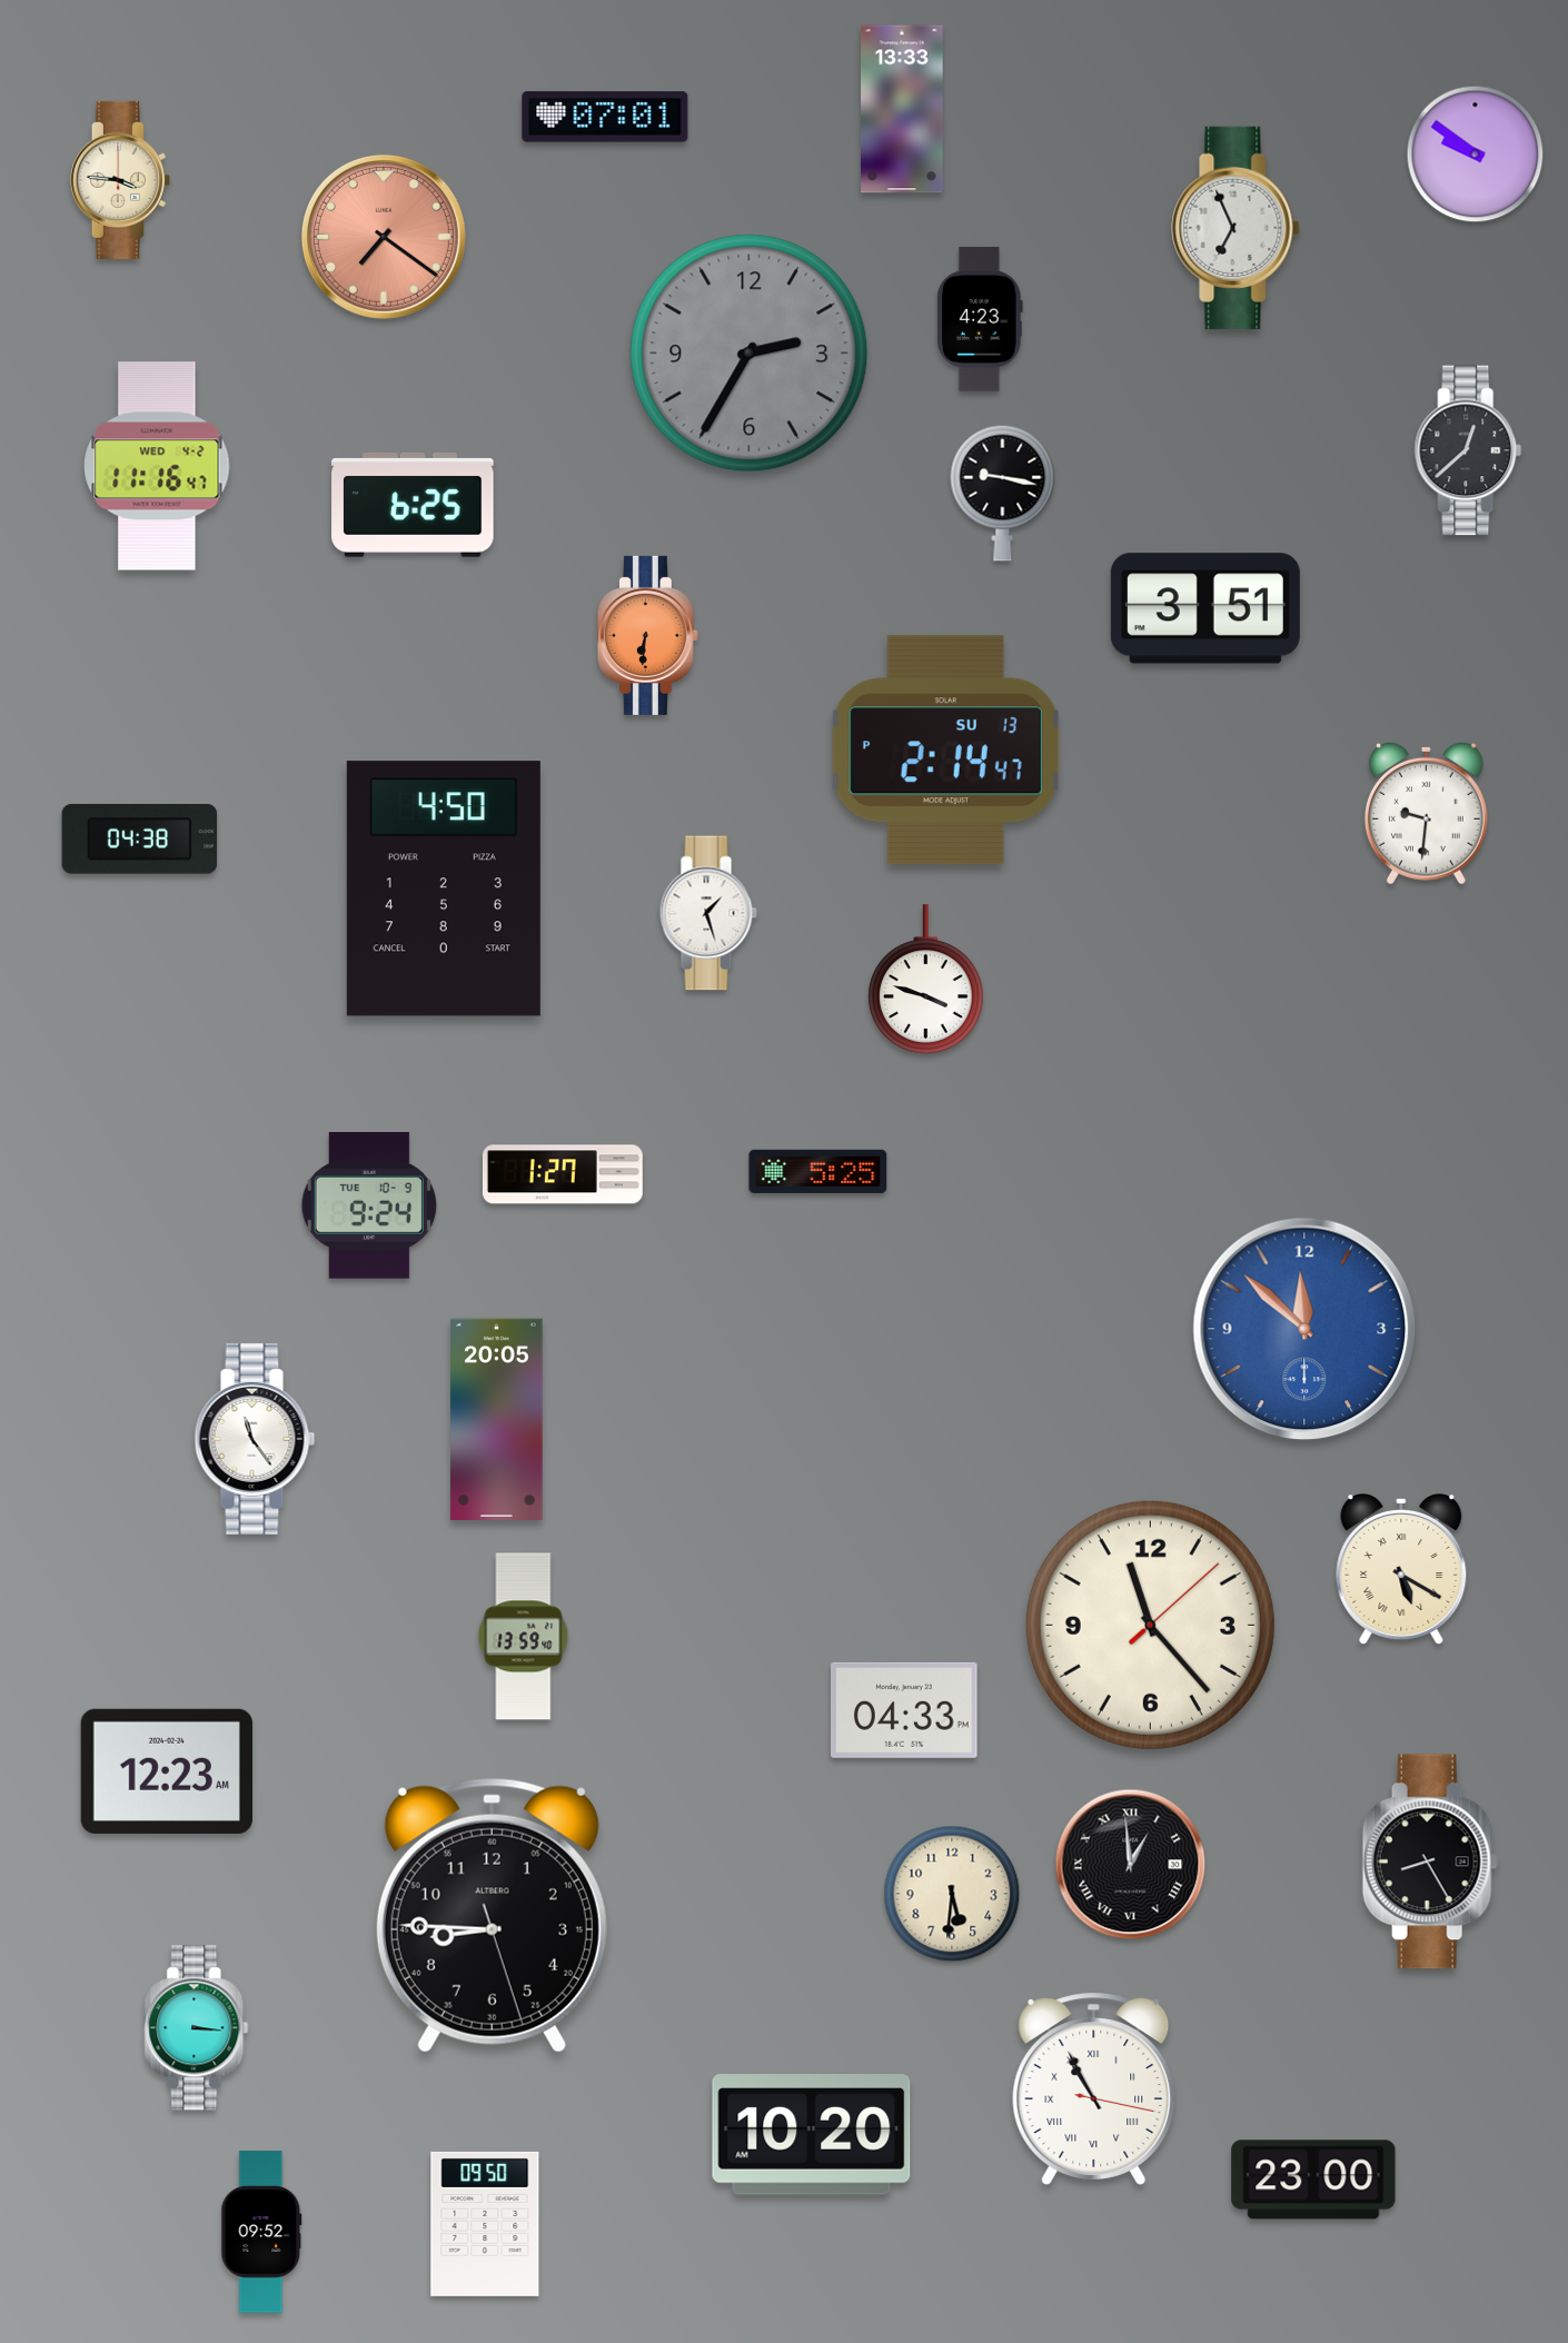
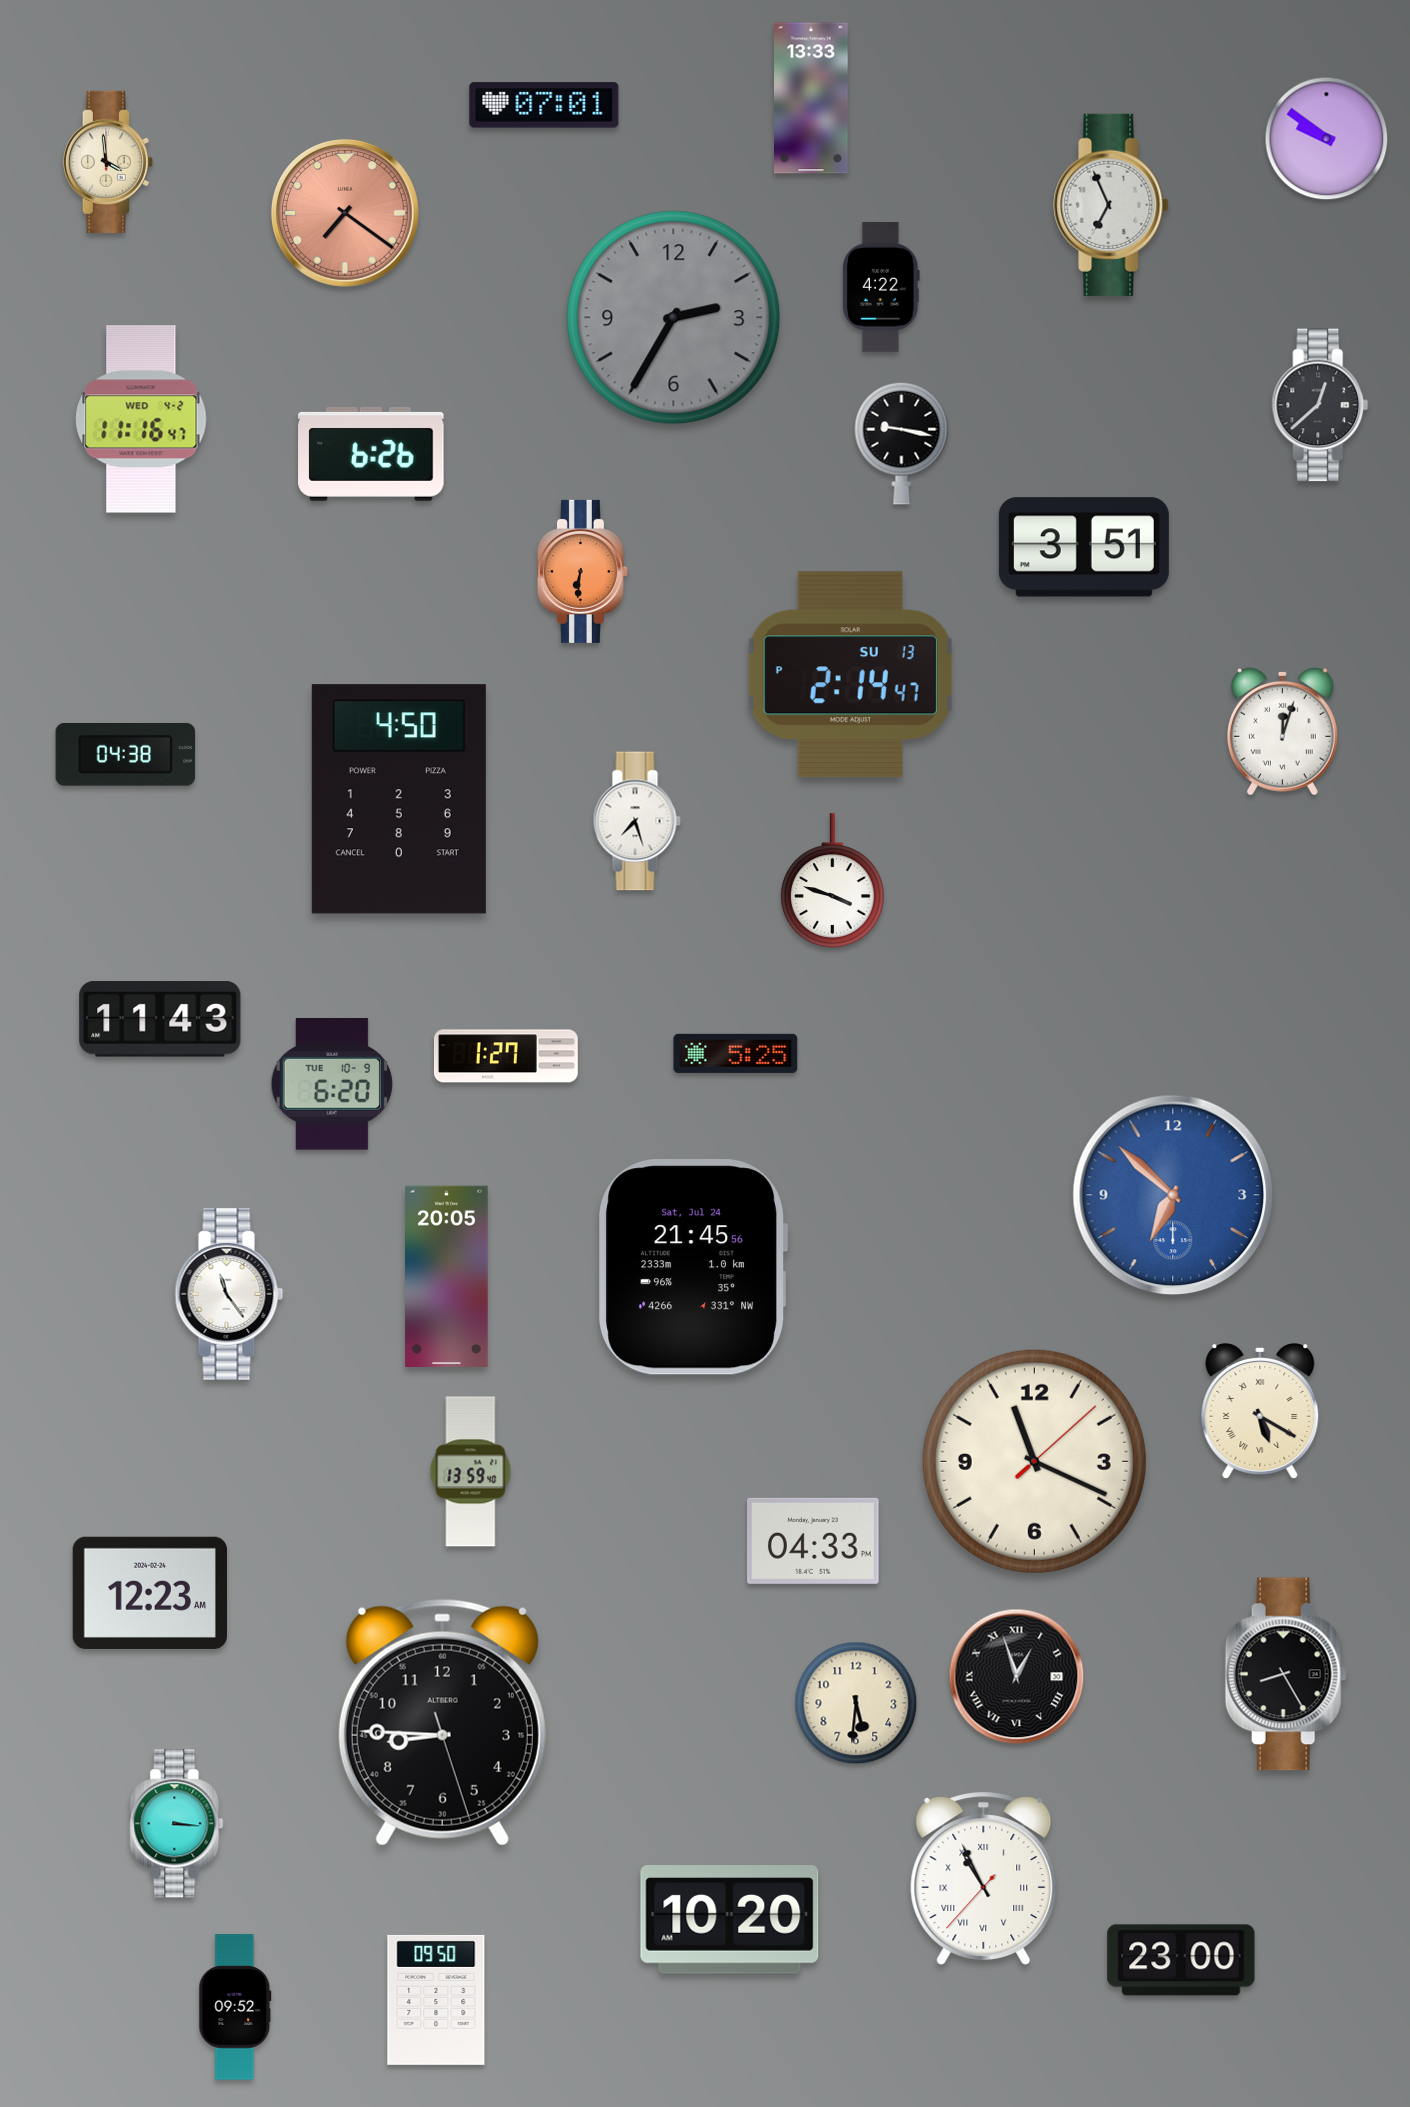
clock at (120, 180): 3:46 -> 3:59
clock at (981, 319): 4:23 -> 4:22
clock at (413, 505): 6:25 -> 6:26
clock at (1426, 813): 9:31 -> 12:03
clock at (708, 913): 1:27 -> 7:27
clock at (160, 1019): none -> 11:43
clock at (369, 1207): 9:24 -> 6:20
clock at (1304, 1329): 11:52 -> 6:52
clock at (692, 1267): none -> 21:45
clock at (1150, 1625): 11:23 -> 11:19
clock at (904, 1710) position: (904, 1710) -> (813, 1541)
clock at (1131, 1865): 12:59 -> 12:57
clock at (1094, 2088): 10:55:17 -> 10:55:37
